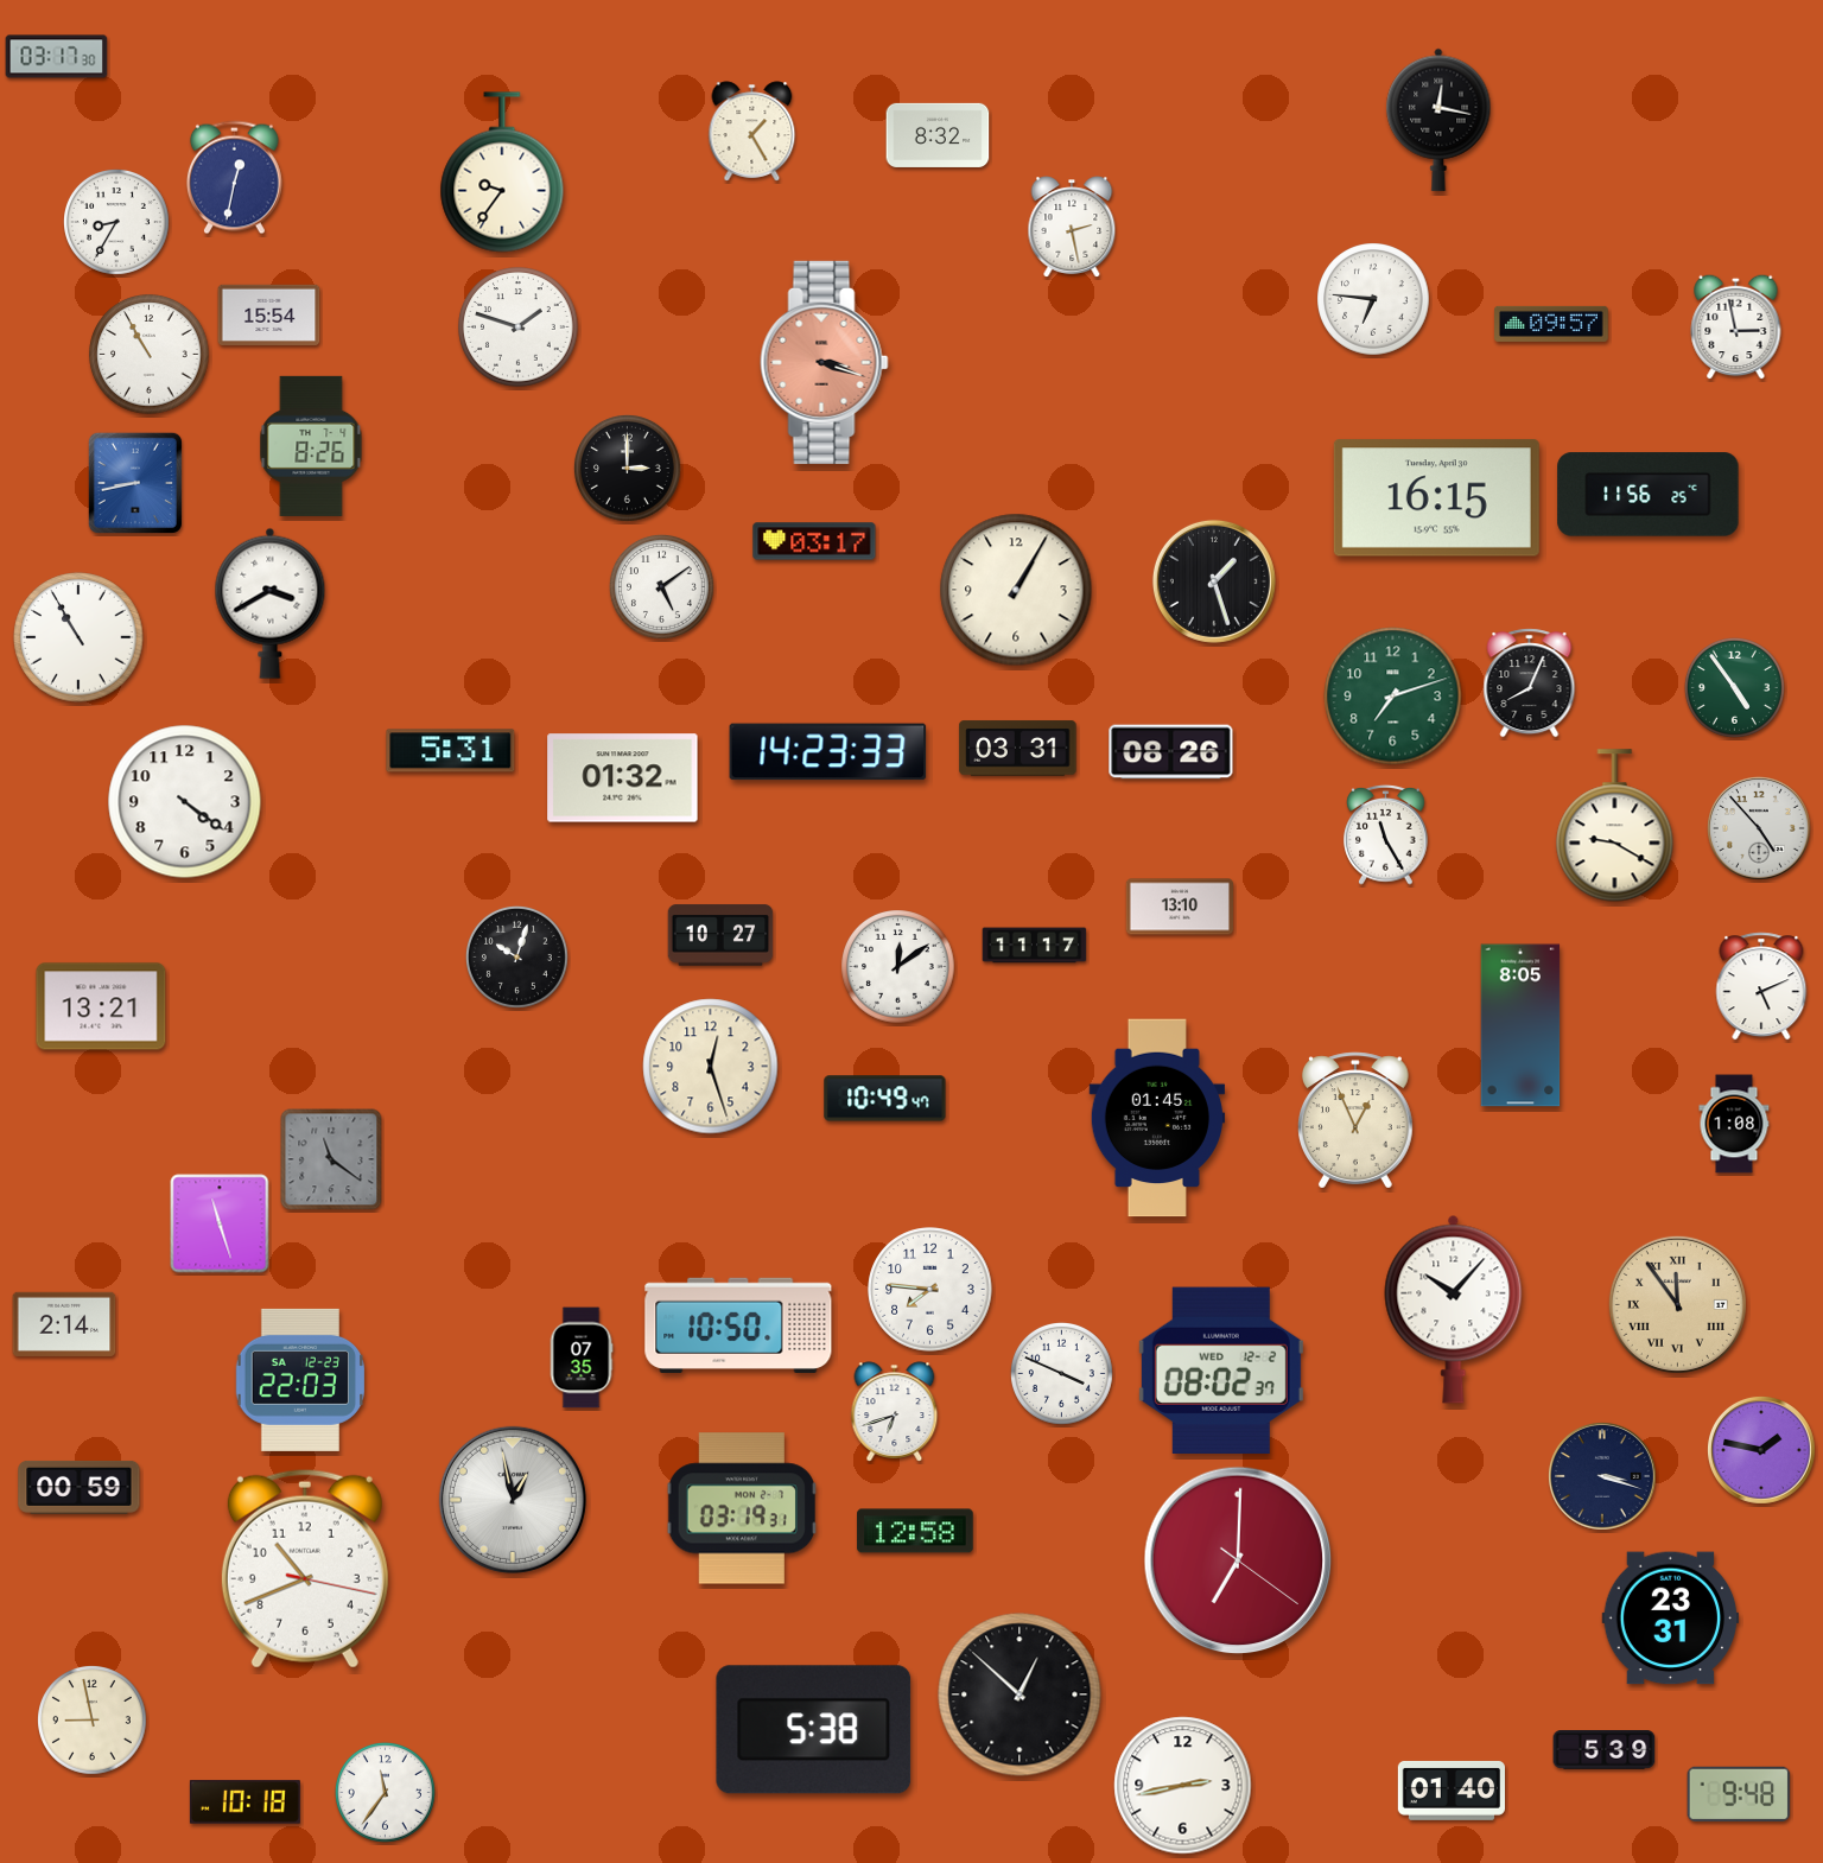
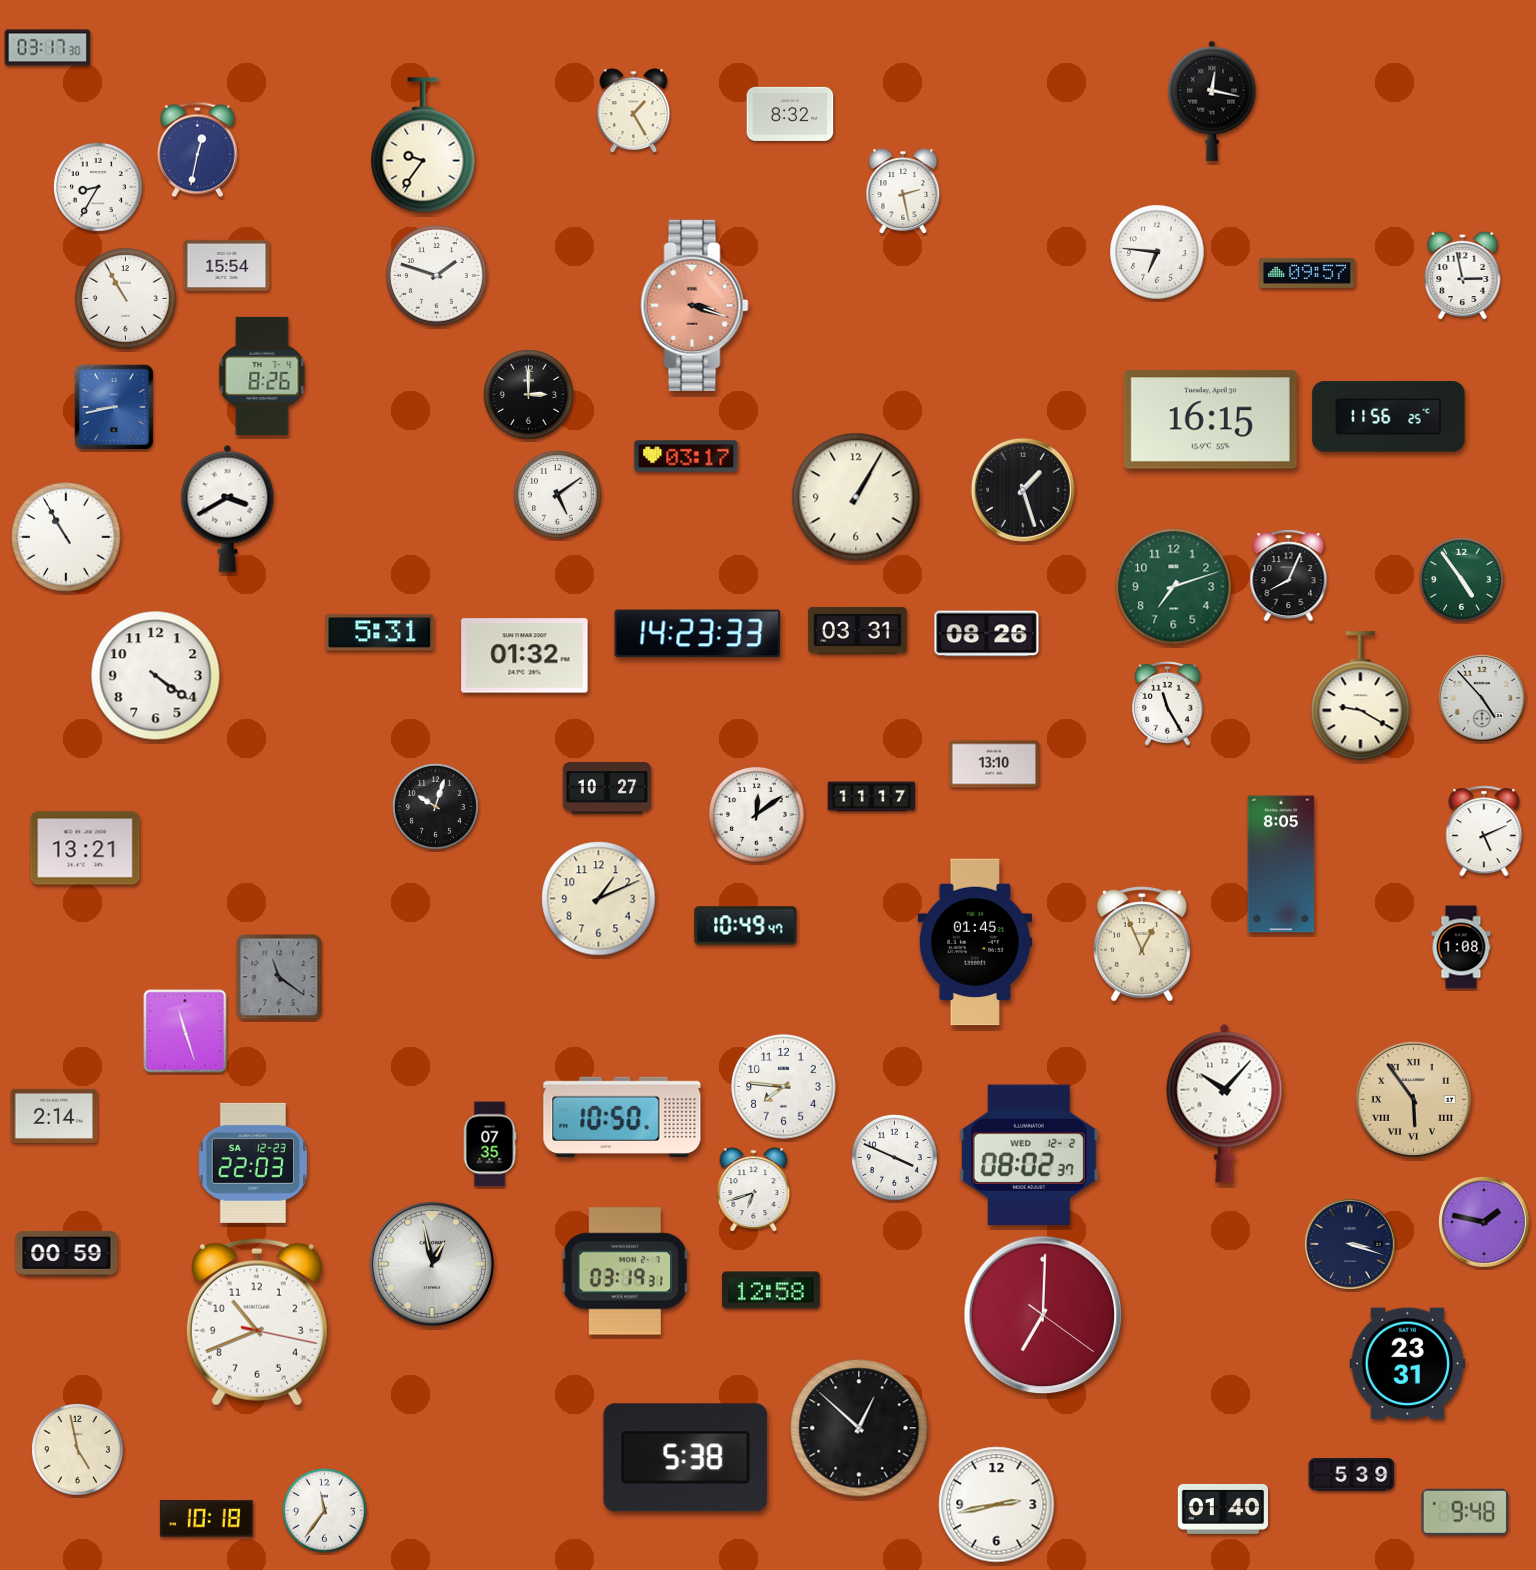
clock at (711, 1067): 12:27 -> 1:11
clock at (1677, 1304): 11:54 -> 5:54
clock at (93, 1721): 8:58 -> 4:58
